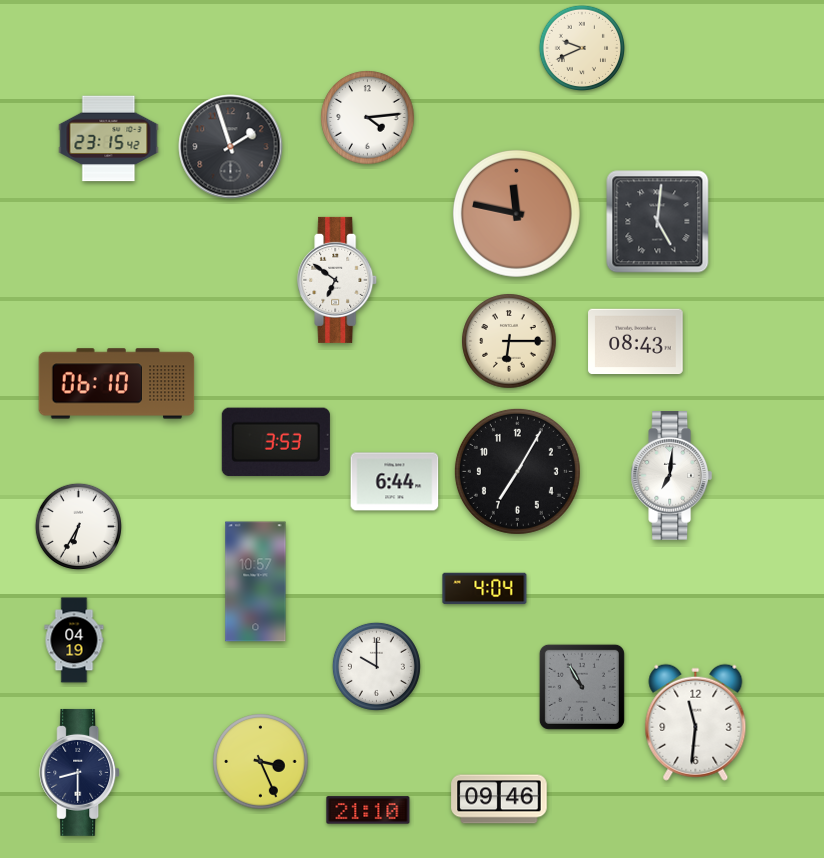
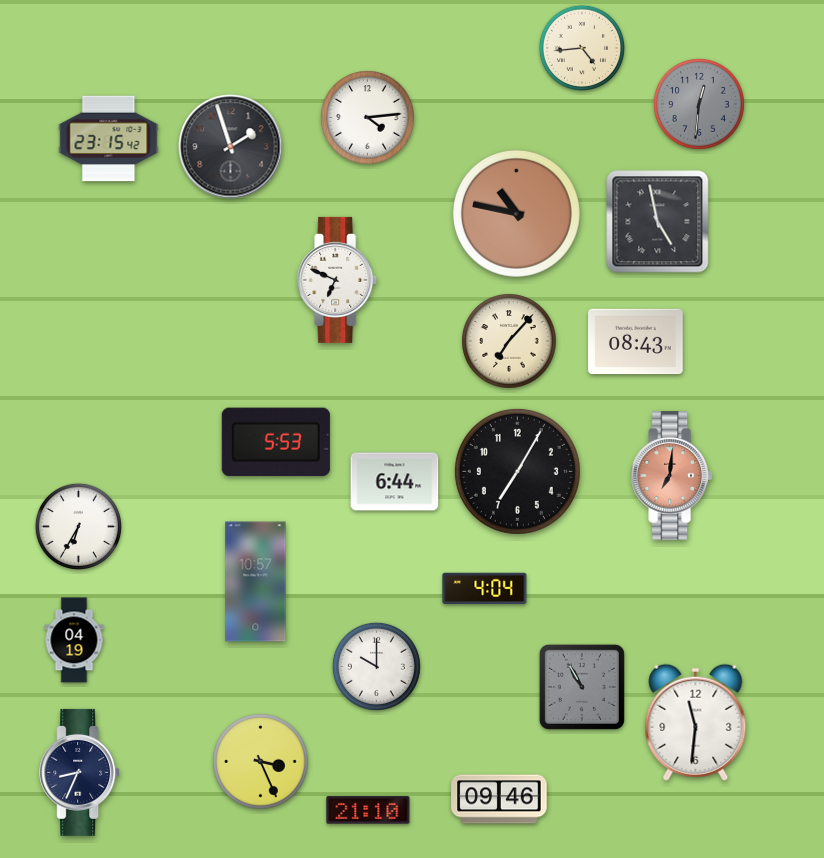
clock at (581, 47): 9:41 -> 4:44
clock at (699, 104): none -> 12:31
clock at (516, 213): 11:47 -> 10:47
clock at (658, 222): 5:01 -> 4:58
clock at (338, 280): 6:51 -> 6:49
clock at (509, 341): 6:15 -> 7:07
clock at (117, 384): 06:10 -> none
clock at (276, 442): 3:53 -> 5:53
clock at (671, 476) dial: white -> salmon
clock at (80, 772): 8:30 -> 8:34
